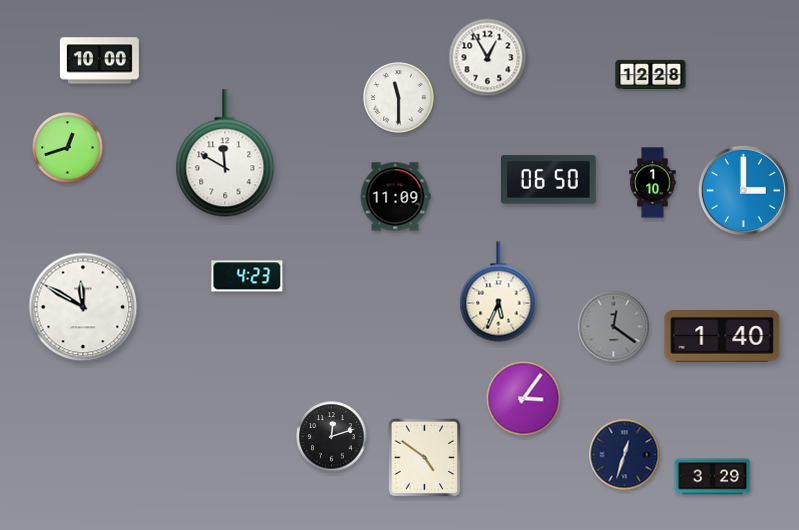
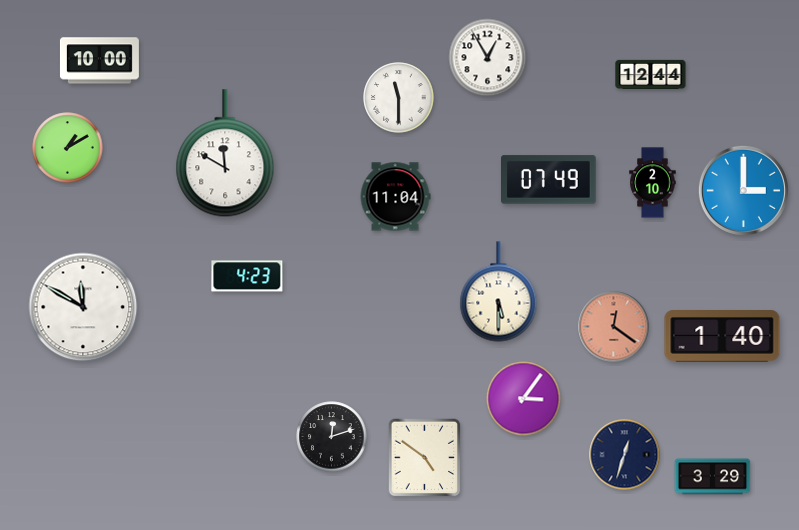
clock at (651, 74): 12:28 -> 12:44
clock at (68, 148): 12:42 -> 1:10
clock at (549, 180): 06:50 -> 07:49
clock at (653, 183): 1:10 -> 2:10
clock at (395, 197): 11:09 -> 11:04
clock at (499, 292): 5:34 -> 5:30
clock at (614, 327) dial: grey -> salmon
